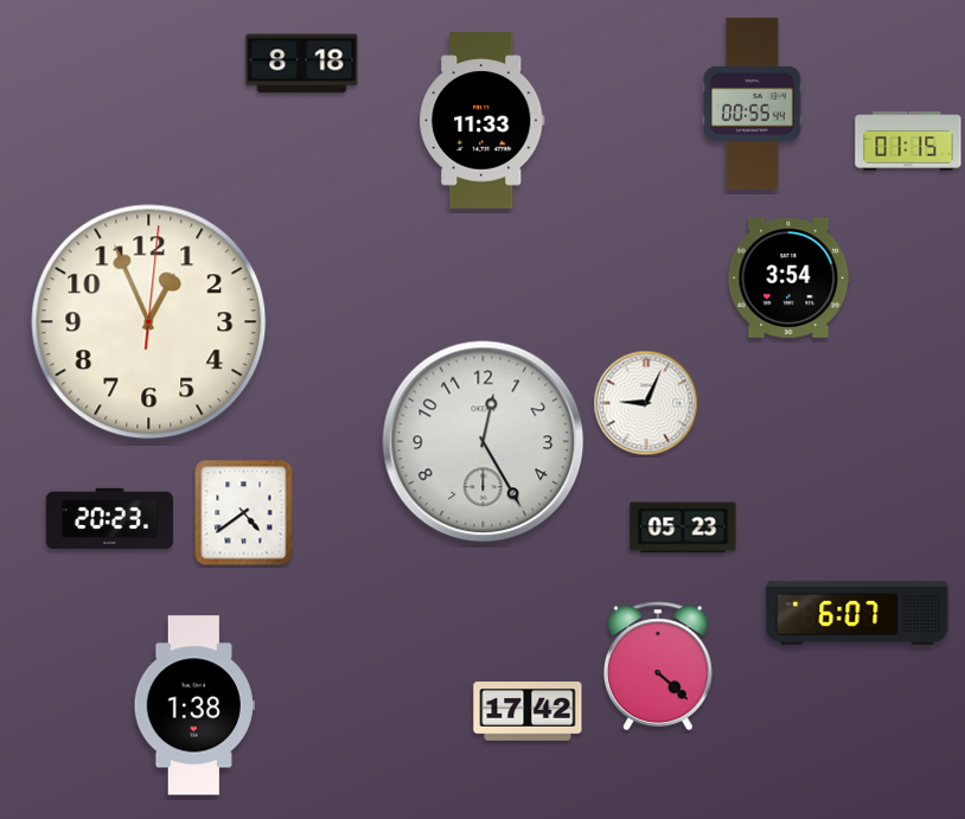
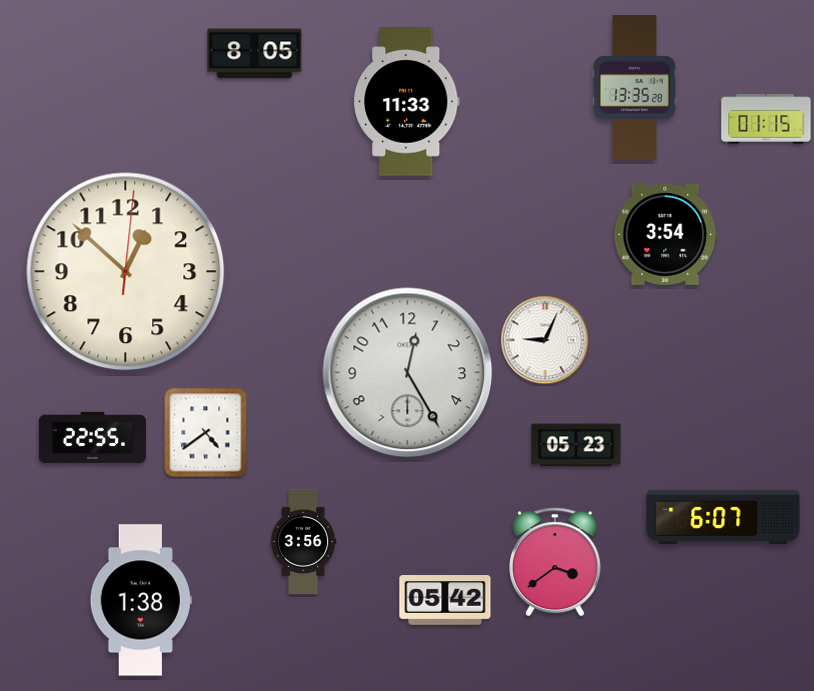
clock at (302, 64): 8:18 -> 8:05
clock at (753, 104): 00:55 -> 13:35
clock at (149, 322): 12:56 -> 12:52
clock at (109, 518): 20:23 -> 22:55
clock at (303, 542): none -> 3:56
clock at (658, 666): 4:22 -> 3:39
clock at (194, 705) position: (194, 705) -> (141, 600)
clock at (528, 711): 17:42 -> 05:42
